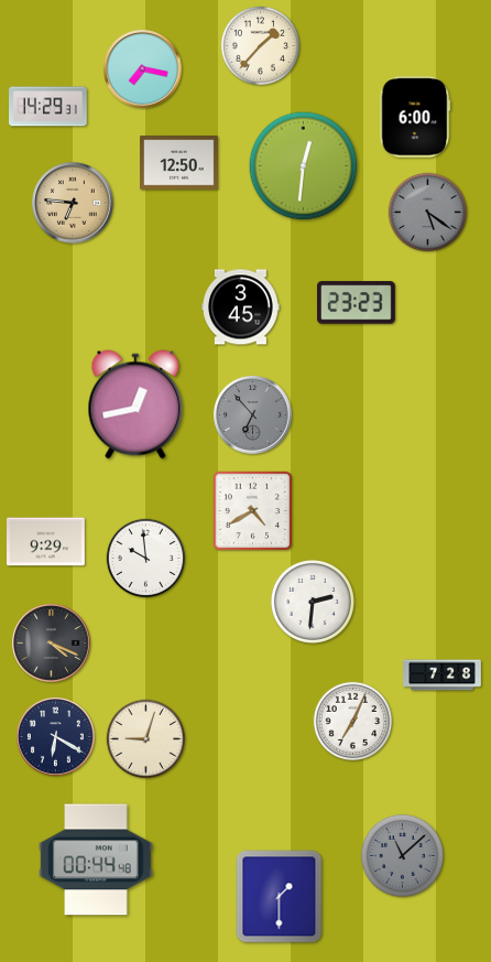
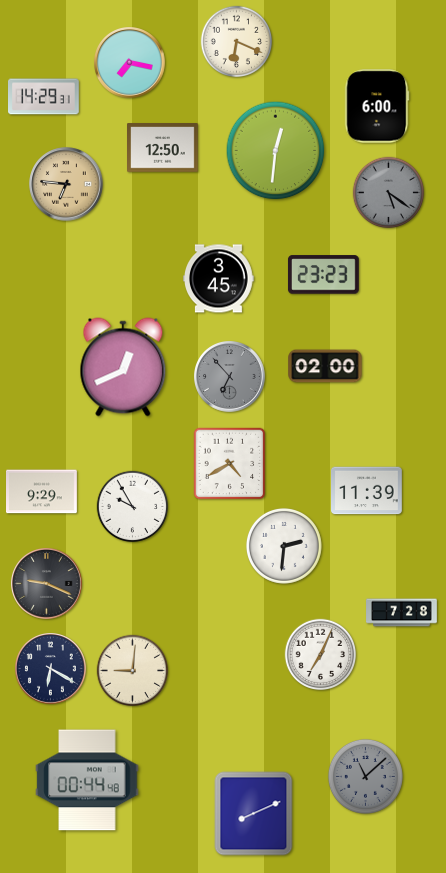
clock at (261, 46): 1:37 -> 6:19
clock at (325, 366): none -> 02:00
clock at (135, 404): 12:43 -> 12:41
clock at (367, 491): none -> 11:39
clock at (146, 559): 9:59 -> 9:55
clock at (52, 644): 4:19 -> 9:19
clock at (146, 739): 9:03 -> 9:01
clock at (280, 897): 1:30 -> 8:11
